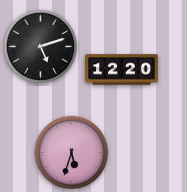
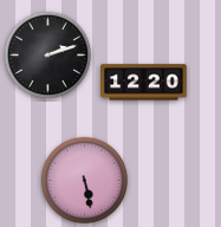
clock at (41, 47): 5:12 -> 2:12
clock at (72, 153): 5:33 -> 5:28
